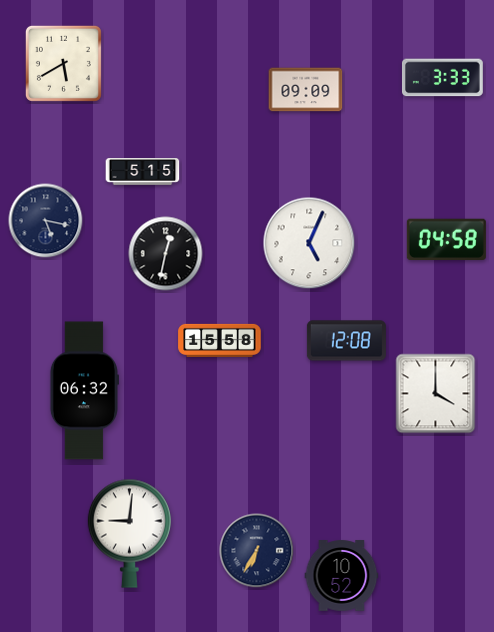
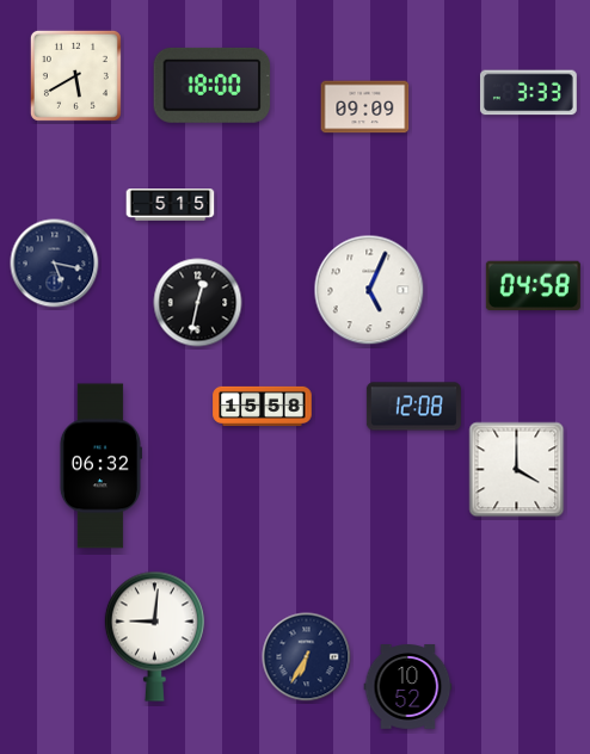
clock at (213, 85): none -> 18:00
clock at (436, 394) position: (436, 394) -> (517, 470)
